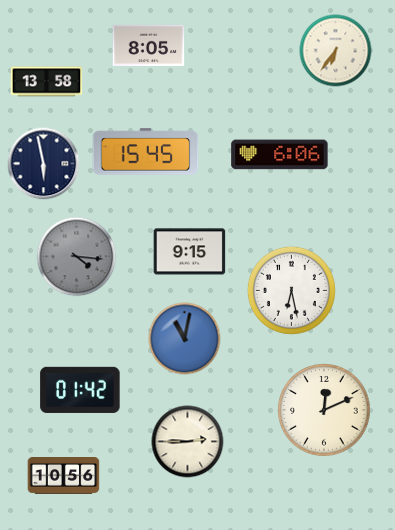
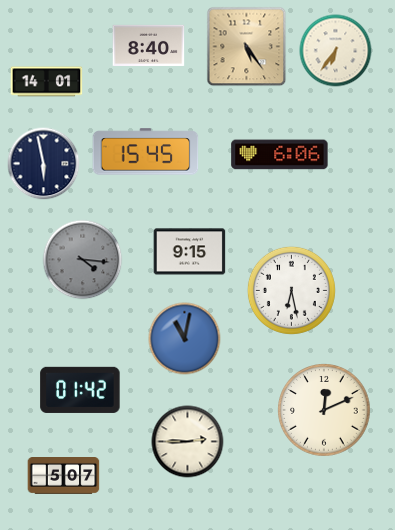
clock at (149, 45): 8:05 -> 8:40
clock at (247, 47): none -> 5:24
clock at (47, 82): 13:58 -> 14:01
clock at (77, 257) position: (77, 257) -> (83, 260)
clock at (64, 476): 10:56 -> 5:07
